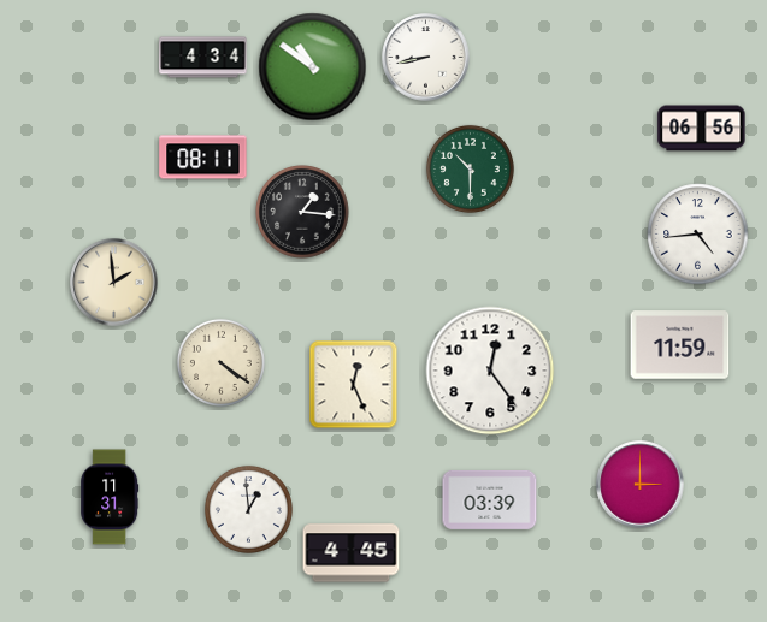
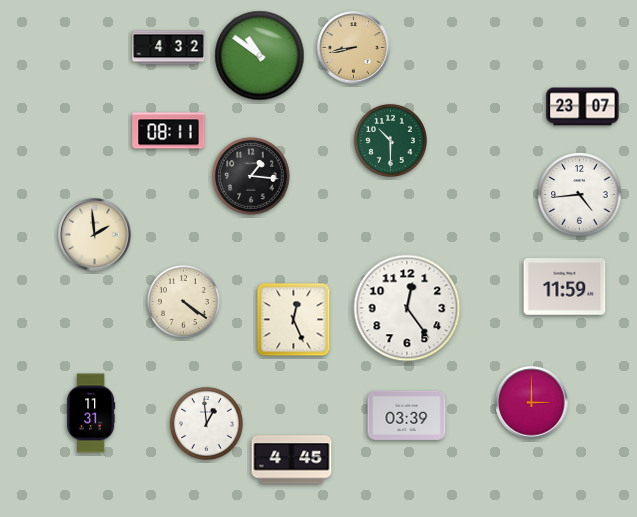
clock at (203, 58): 4:34 -> 4:32
clock at (426, 58) dial: white -> champagne
clock at (702, 129): 06:56 -> 23:07
